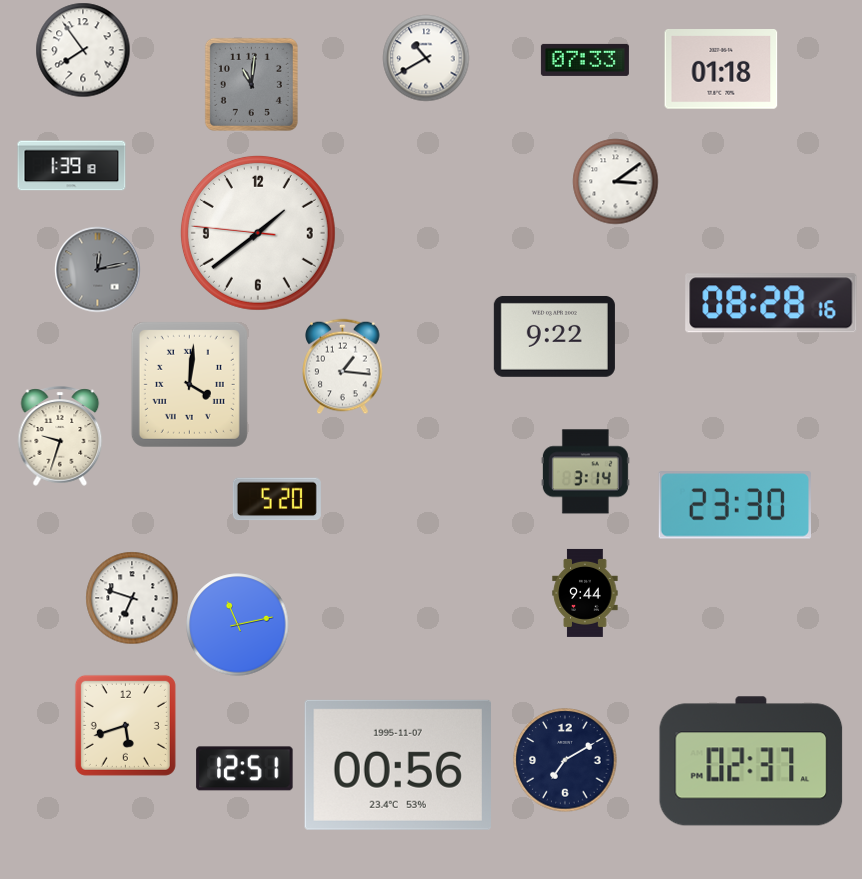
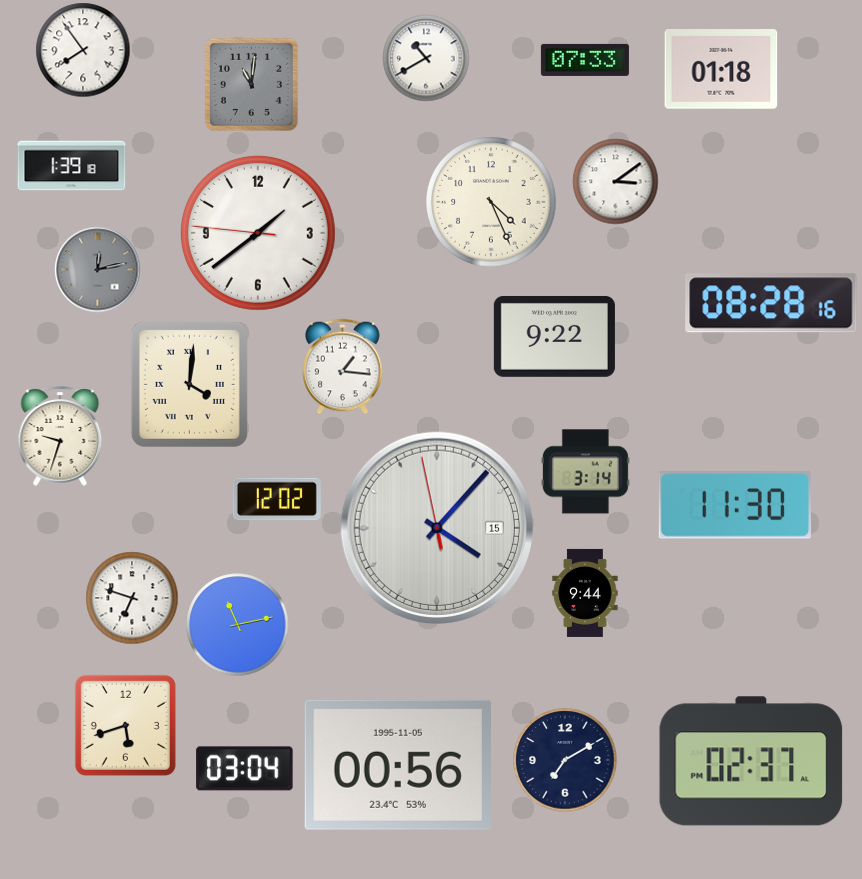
clock at (492, 203): none -> 4:26
clock at (277, 499): 5:20 -> 12:02
clock at (734, 505): 23:30 -> 11:30
clock at (437, 528): none -> 4:06
clock at (398, 765) date: 1995-11-07 -> 1995-11-05
clock at (245, 769): 12:51 -> 03:04
